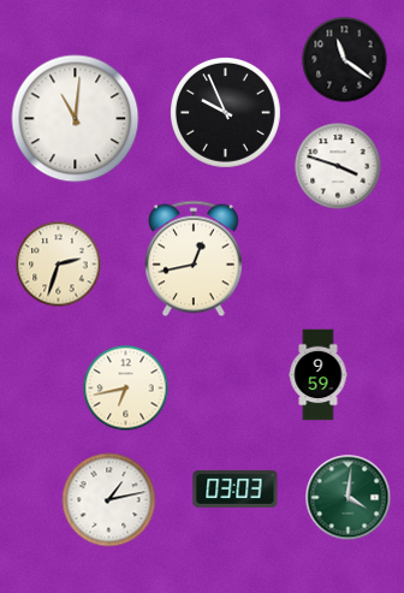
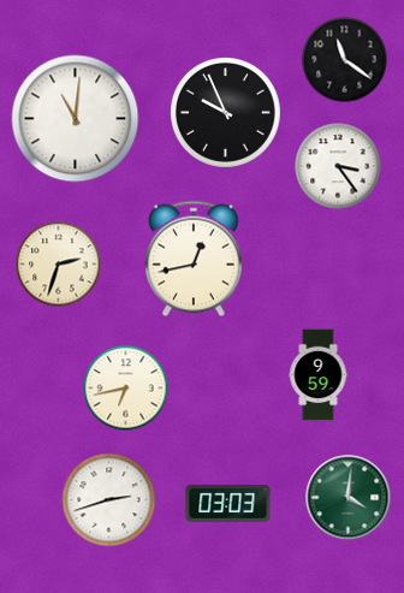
clock at (338, 166): 3:48 -> 3:24
clock at (236, 488) position: (236, 488) -> (228, 503)
clock at (109, 500): 1:13 -> 2:42
